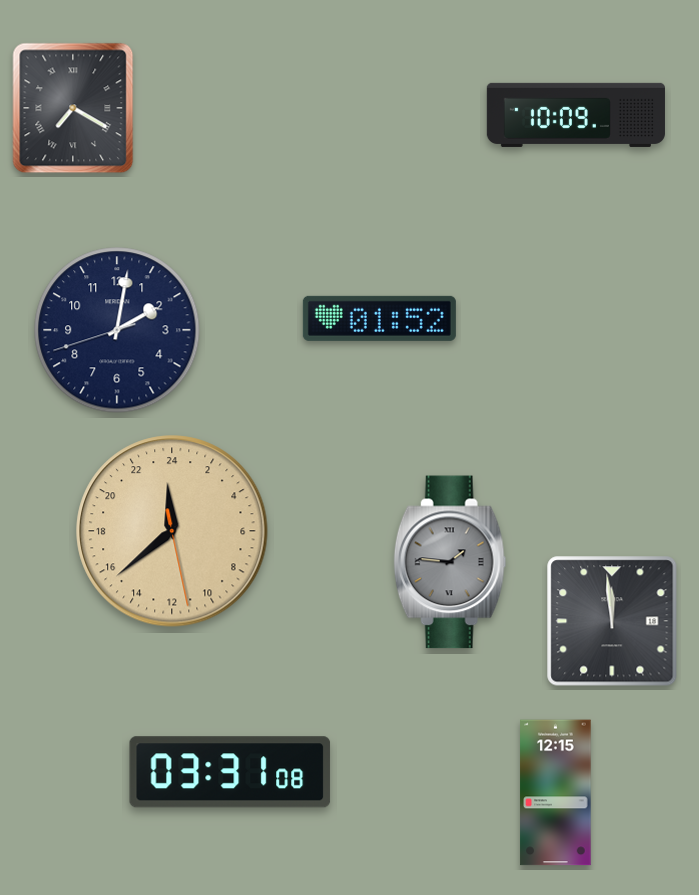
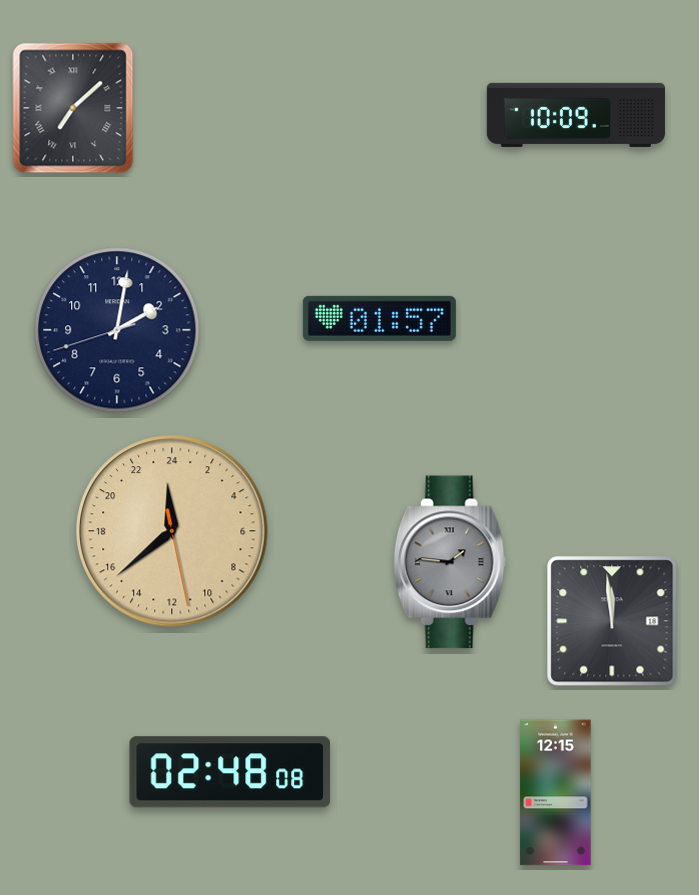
clock at (73, 108): 7:20 -> 7:08
clock at (379, 318): 01:52 -> 01:57
clock at (230, 772): 03:31 -> 02:48
